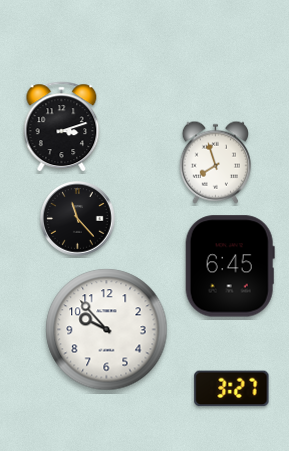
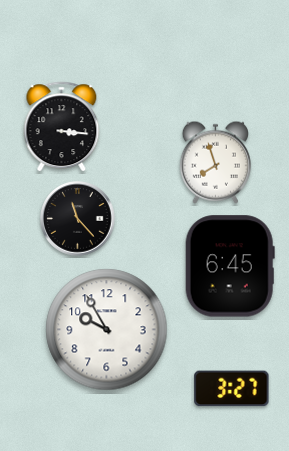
clock at (62, 127): 3:12 -> 3:16
clock at (107, 330): 9:53 -> 9:55
